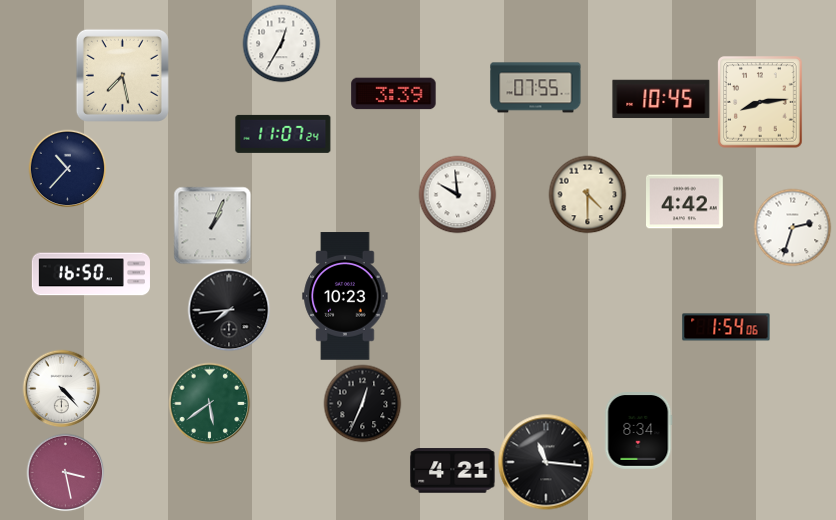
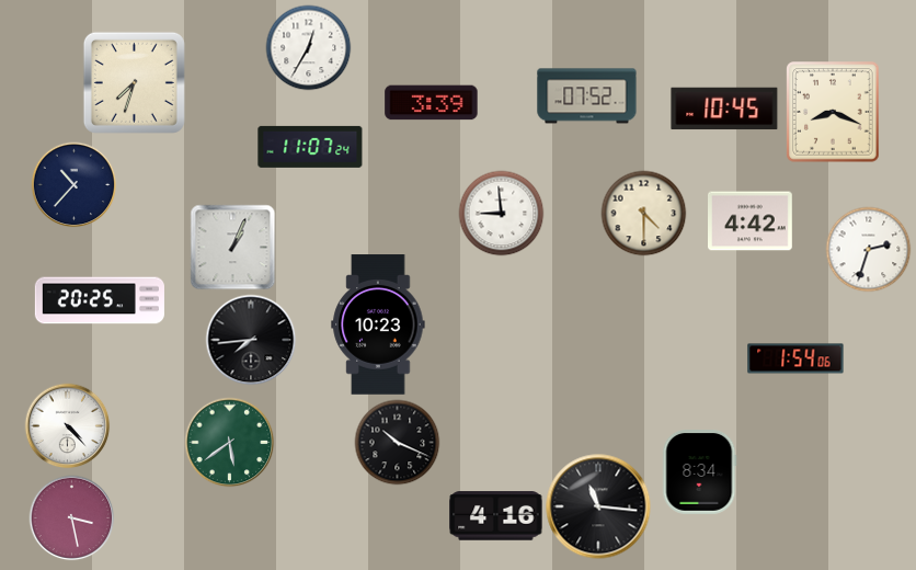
clock at (122, 75): 7:28 -> 7:33
clock at (536, 88): 07:55 -> 07:52
clock at (760, 102): 8:14 -> 8:19
clock at (457, 194): 9:59 -> 8:59
clock at (91, 274): 16:50 -> 20:25
clock at (362, 403): 12:34 -> 10:19
clock at (453, 471): 4:21 -> 4:16
